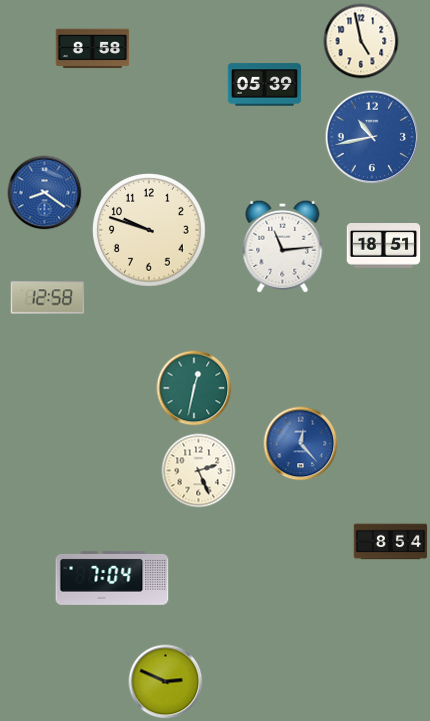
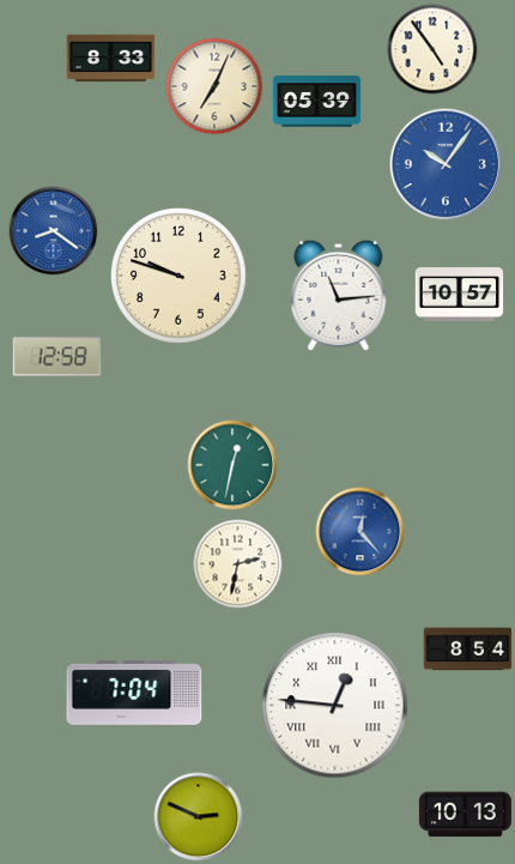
clock at (361, 41): 4:58 -> 4:54
clock at (93, 49): 8:58 -> 8:33
clock at (214, 86): none -> 7:04
clock at (372, 137): 10:43 -> 10:06
clock at (384, 246): 18:51 -> 10:57
clock at (199, 471): 2:26 -> 2:32
clock at (335, 706): none -> 12:46
clock at (465, 815): none -> 10:13
